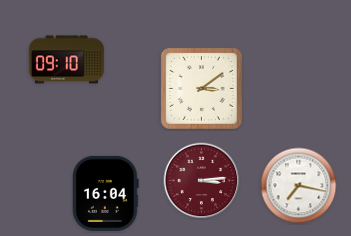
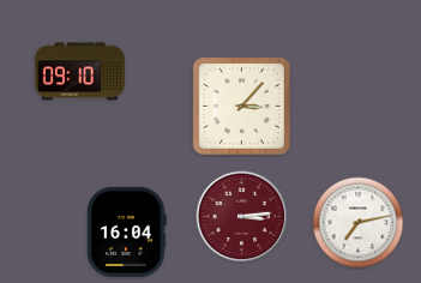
clock at (201, 88): 3:09 -> 3:07
clock at (299, 186): 7:17 -> 7:13
